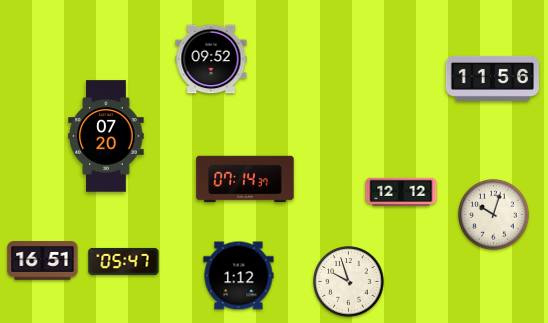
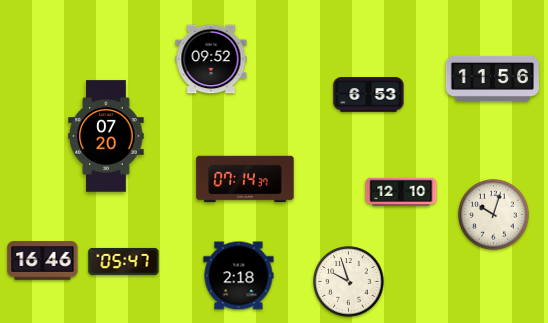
clock at (369, 95): none -> 6:53
clock at (401, 191): 12:12 -> 12:10
clock at (43, 261): 16:51 -> 16:46
clock at (239, 276): 1:12 -> 2:18
